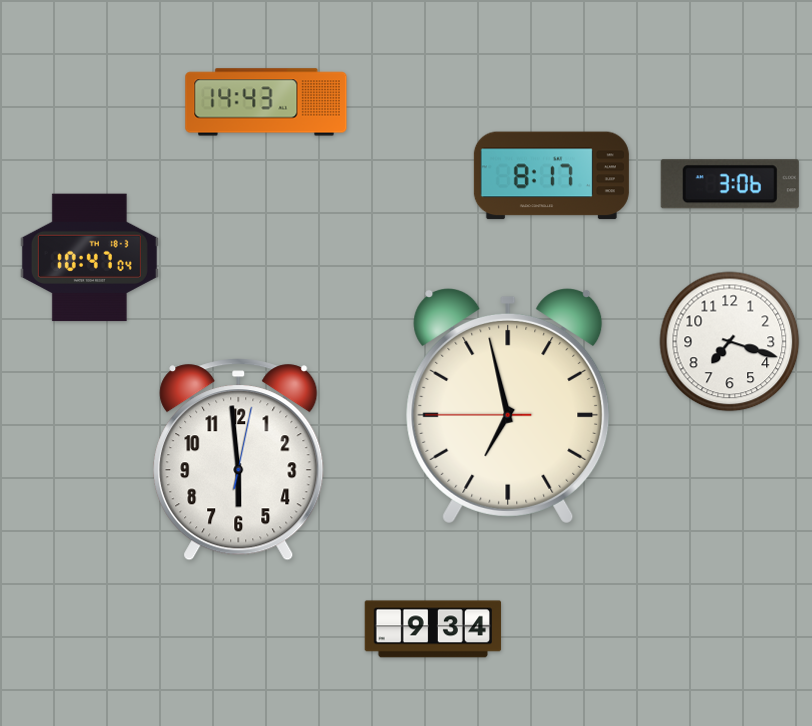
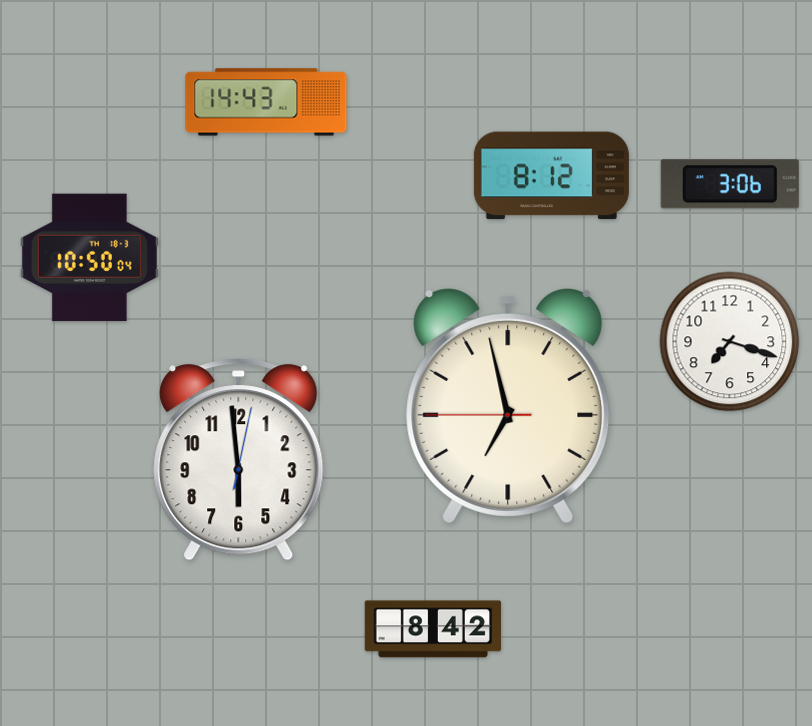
clock at (551, 176): 8:17 -> 8:12
clock at (89, 258): 10:47 -> 10:50
clock at (433, 629): 9:34 -> 8:42
